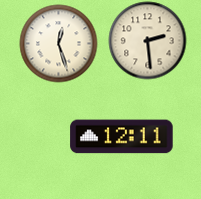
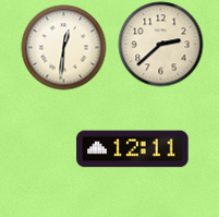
clock at (147, 40): 2:29 -> 2:38
clock at (58, 43): 12:27 -> 12:31
